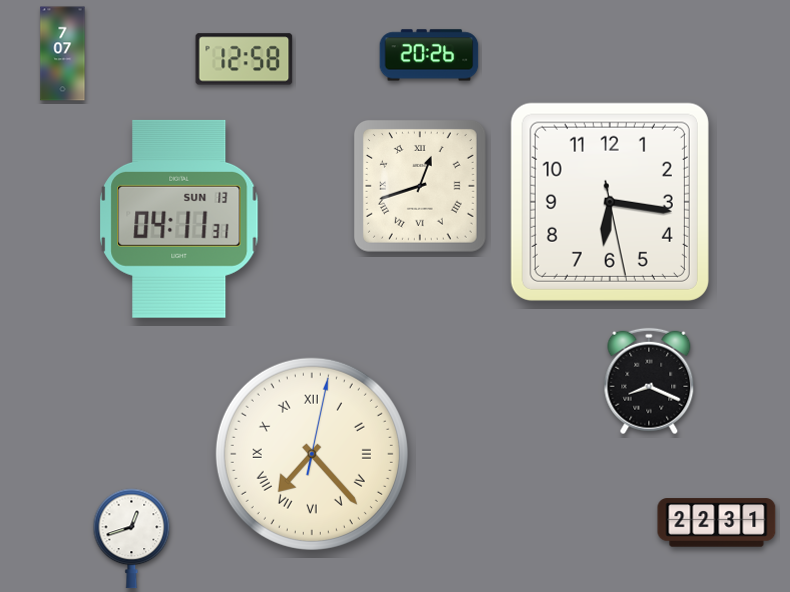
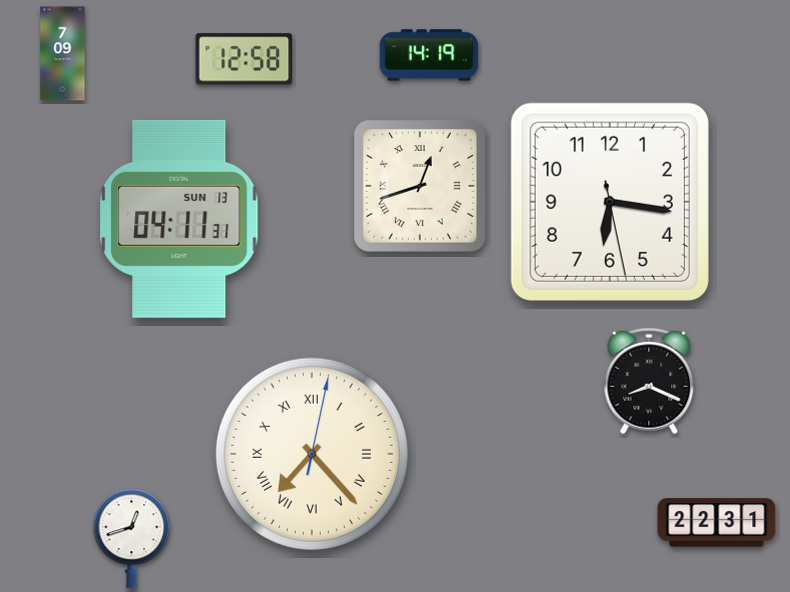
clock at (63, 54): 7:07 -> 7:09
clock at (429, 55): 20:26 -> 14:19
